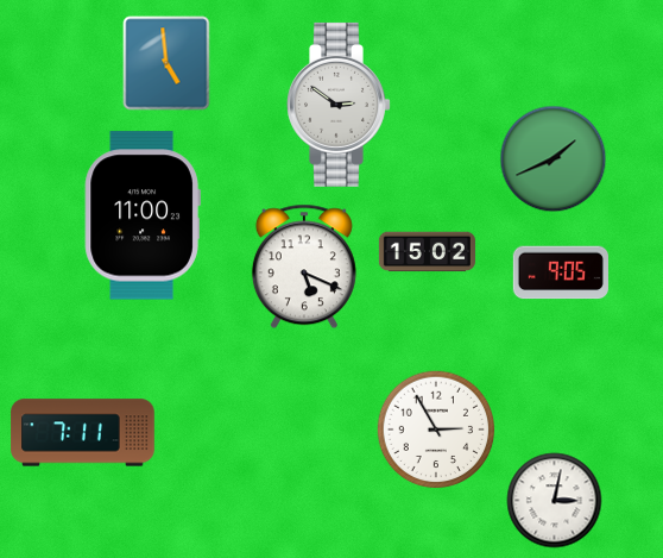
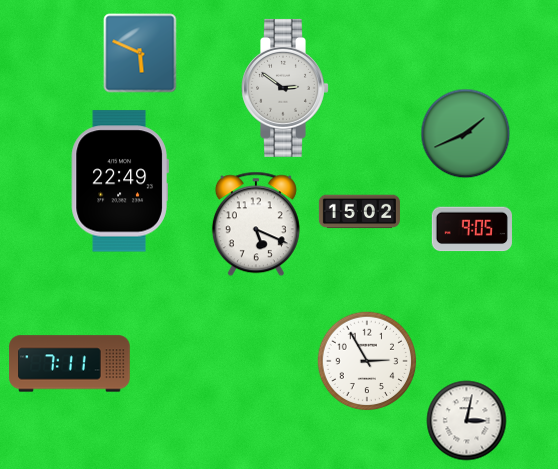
clock at (166, 63): 4:59 -> 5:49
clock at (143, 215): 11:00 -> 22:49
